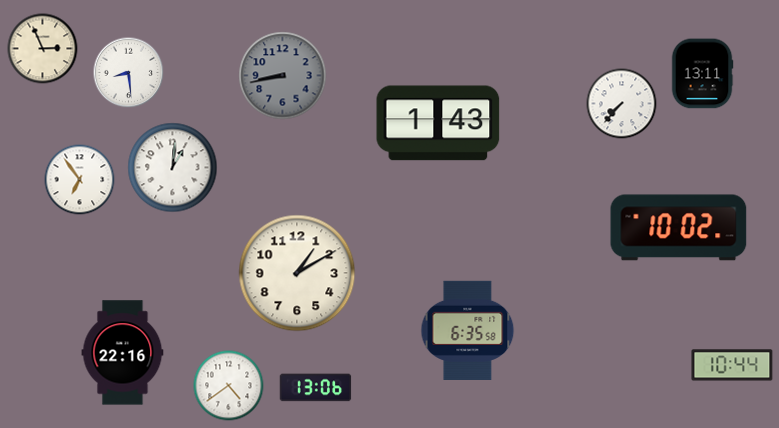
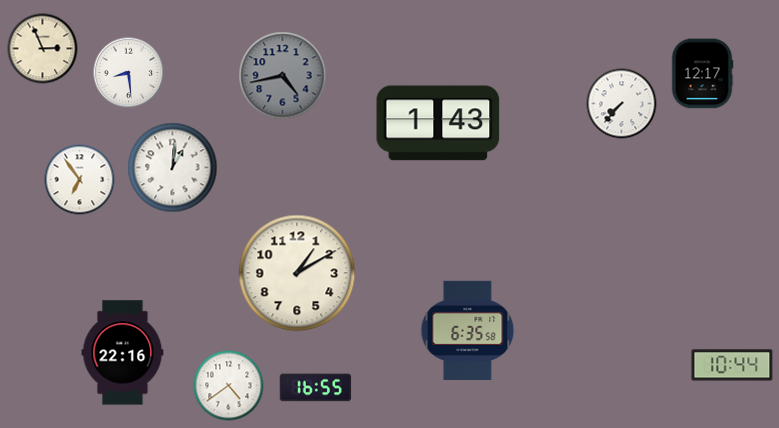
clock at (702, 74): 13:11 -> 12:17
clock at (283, 76): 8:43 -> 4:43
clock at (679, 228): 10:02 -> none
clock at (316, 388): 13:06 -> 16:55
